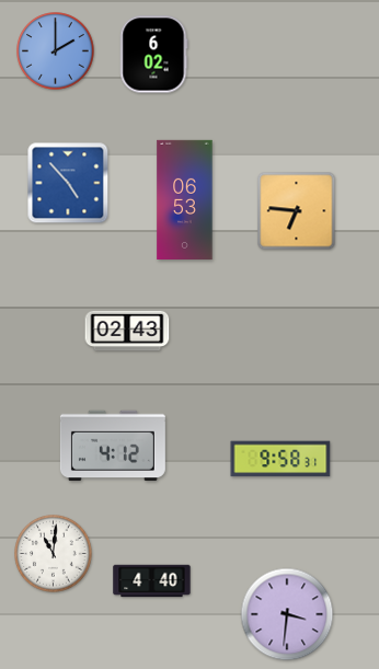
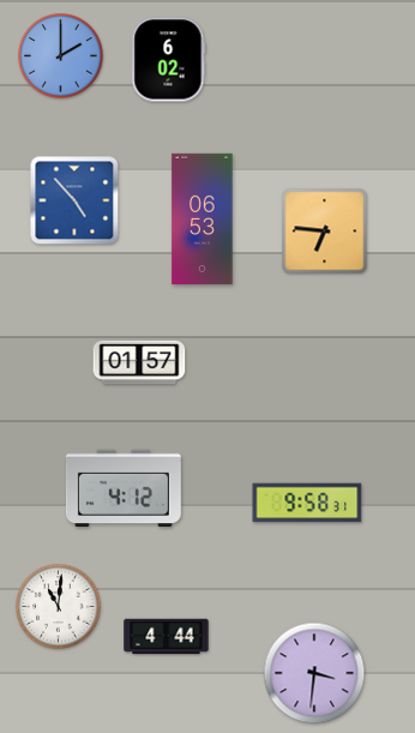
clock at (127, 331): 02:43 -> 01:57
clock at (152, 581): 4:40 -> 4:44
